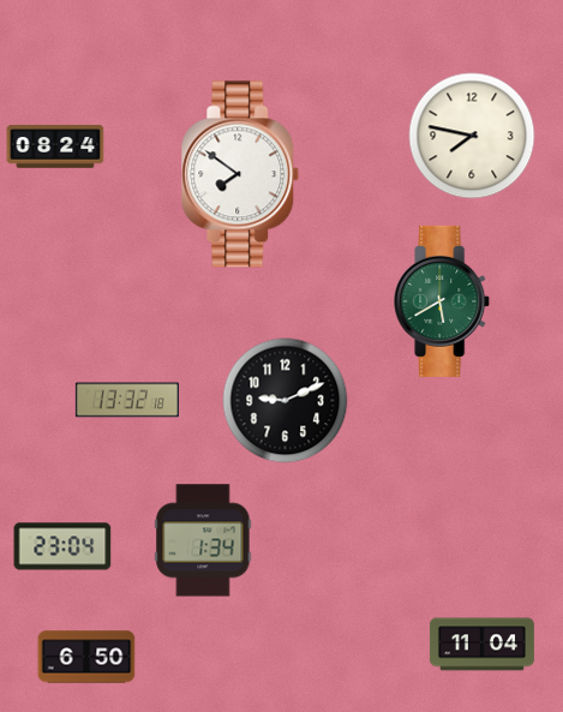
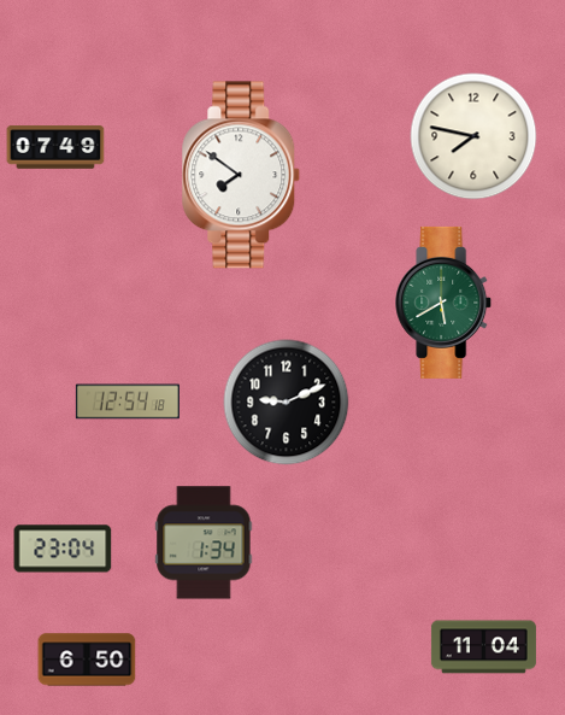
clock at (55, 146): 08:24 -> 07:49
clock at (127, 400): 13:32 -> 12:54
